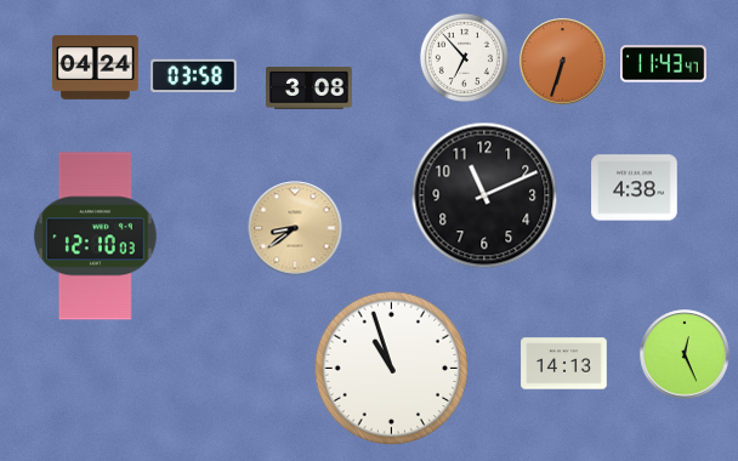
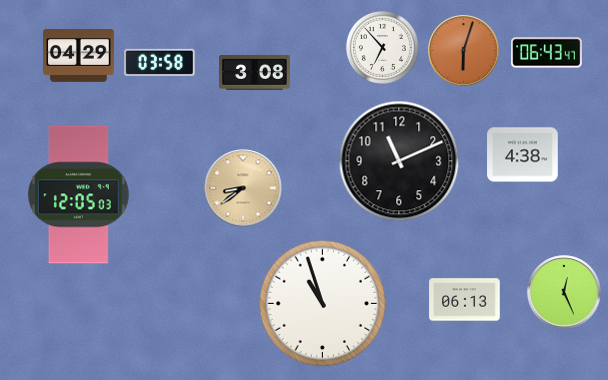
clock at (563, 62): 6:33 -> 6:03
clock at (664, 64): 11:43 -> 06:43
clock at (96, 68): 04:24 -> 04:29
clock at (95, 237): 12:10 -> 12:05
clock at (564, 364): 14:13 -> 06:13
